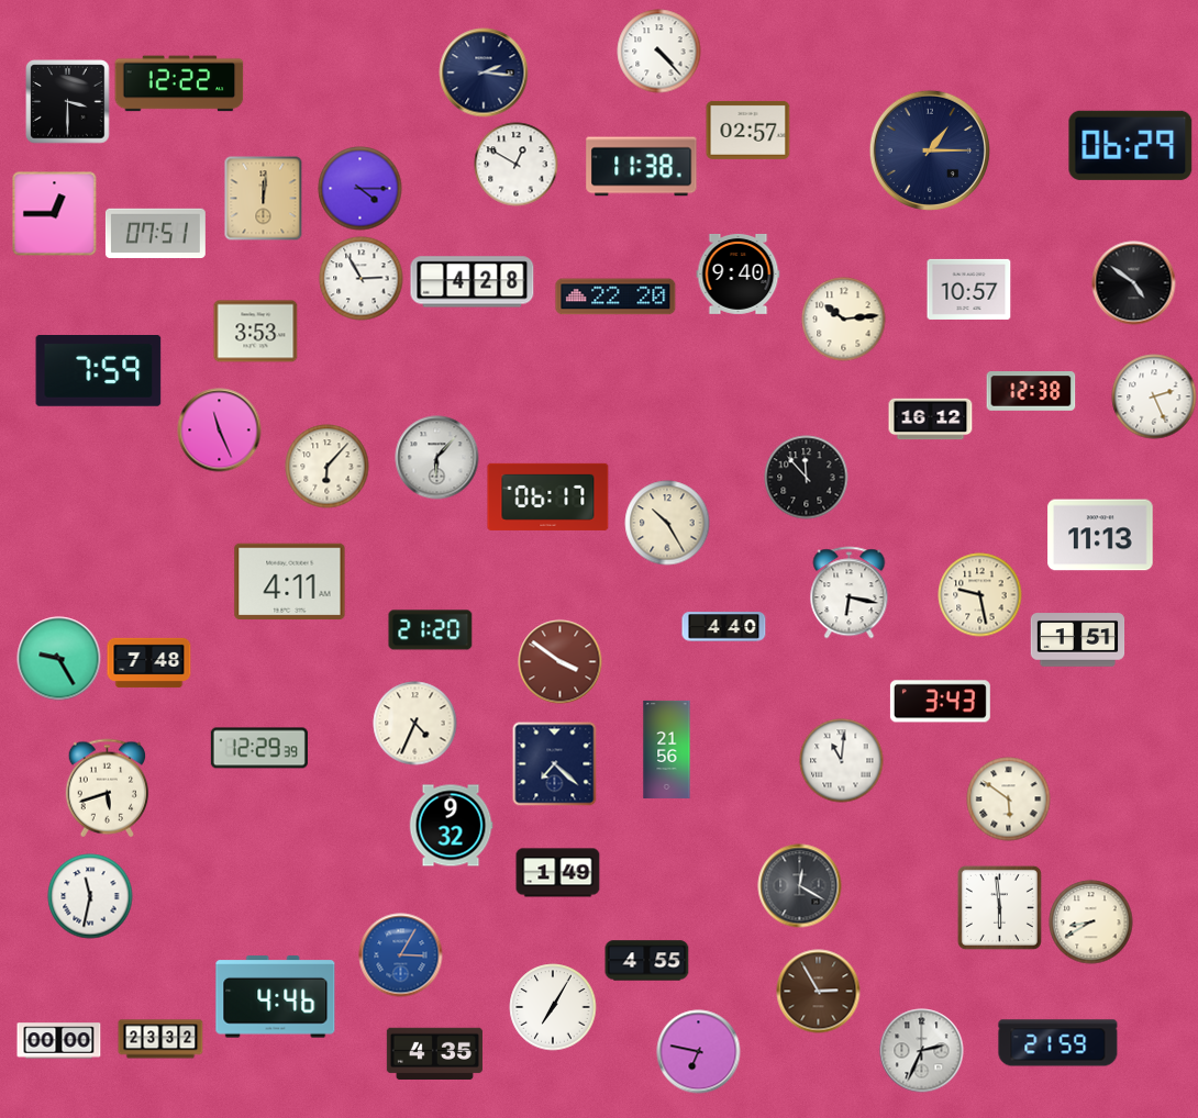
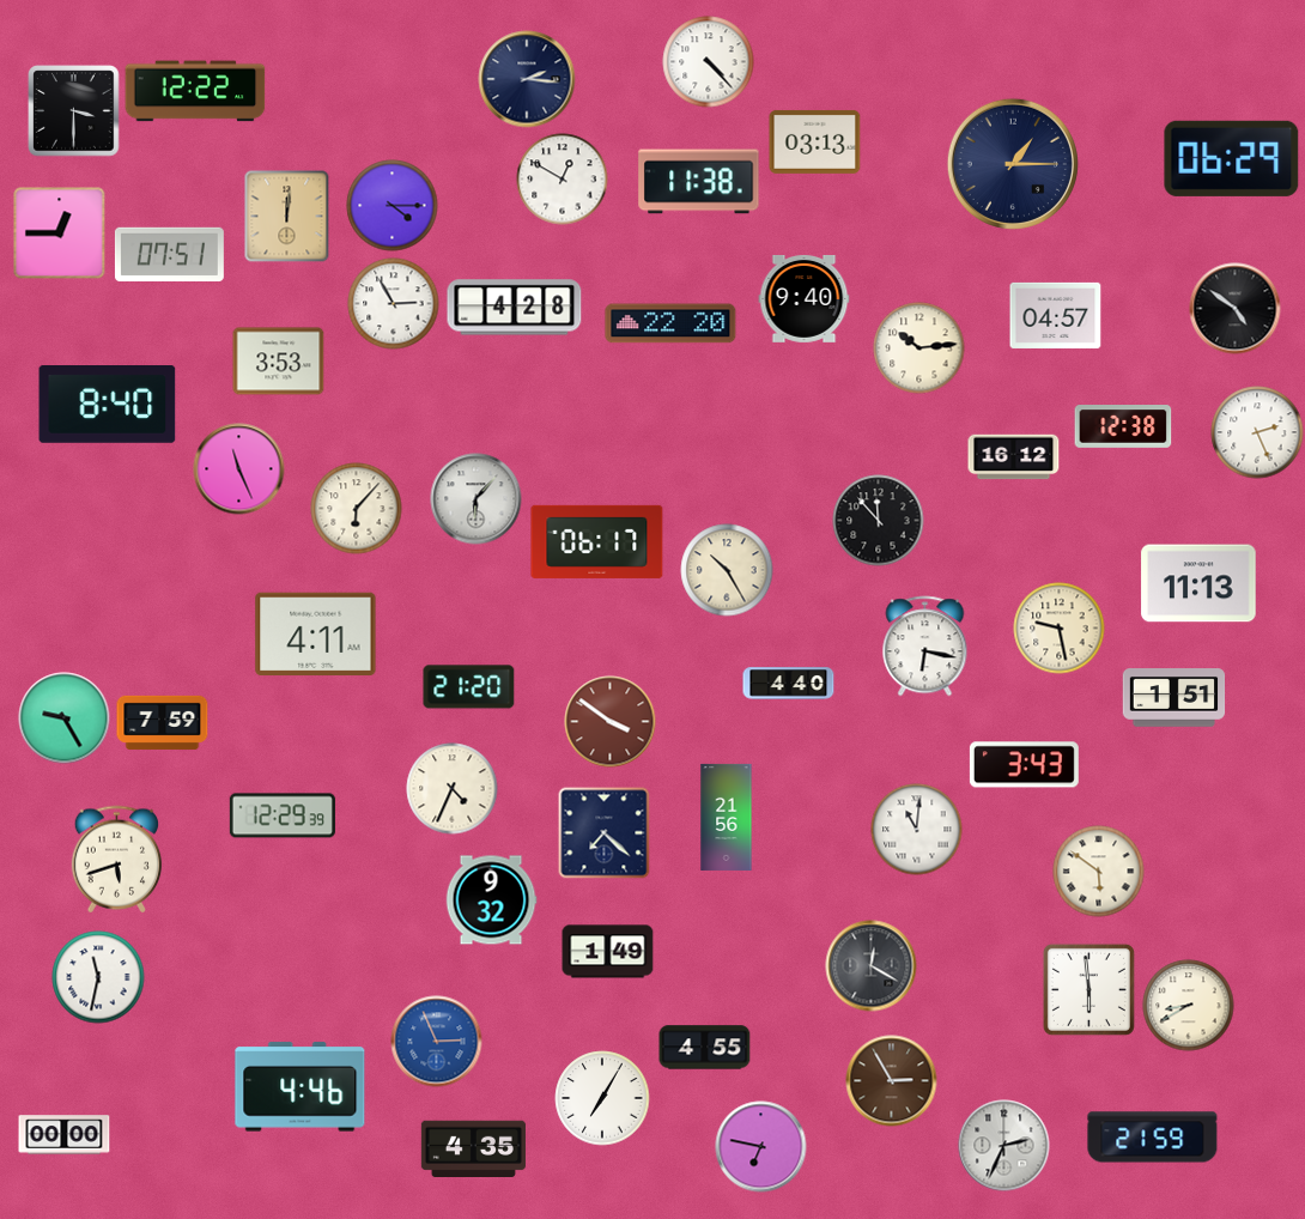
clock at (659, 52) position: (659, 52) -> (709, 62)
clock at (748, 130): 02:57 -> 03:13
clock at (969, 289): 10:57 -> 04:57
clock at (99, 371): 7:59 -> 8:40
clock at (980, 595) position: (980, 595) -> (1060, 629)
clock at (149, 662): 7:48 -> 7:59
clock at (401, 955): 3:05 -> 2:56
clock at (160, 1039): 23:32 -> none
